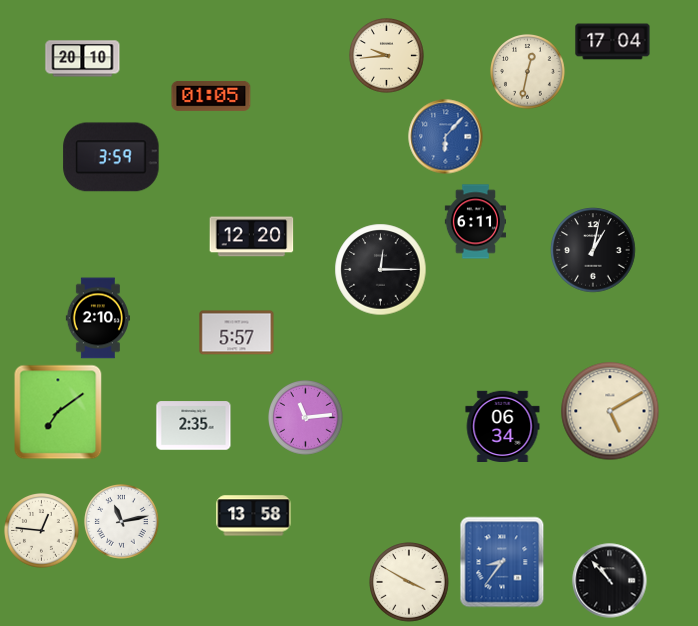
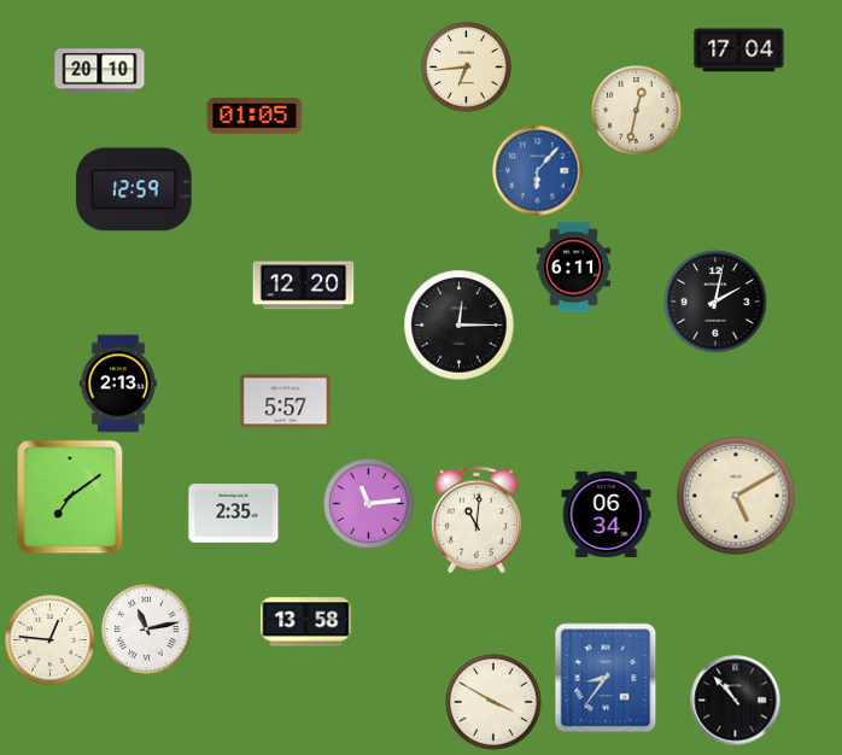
clock at (387, 56): 9:44 -> 6:44
clock at (528, 72) position: (528, 72) -> (637, 111)
clock at (446, 137) position: (446, 137) -> (538, 171)
clock at (111, 157): 3:59 -> 12:59
clock at (593, 250): 1:02 -> 2:02
clock at (97, 318): 2:10 -> 2:13
clock at (476, 520): none -> 11:01
